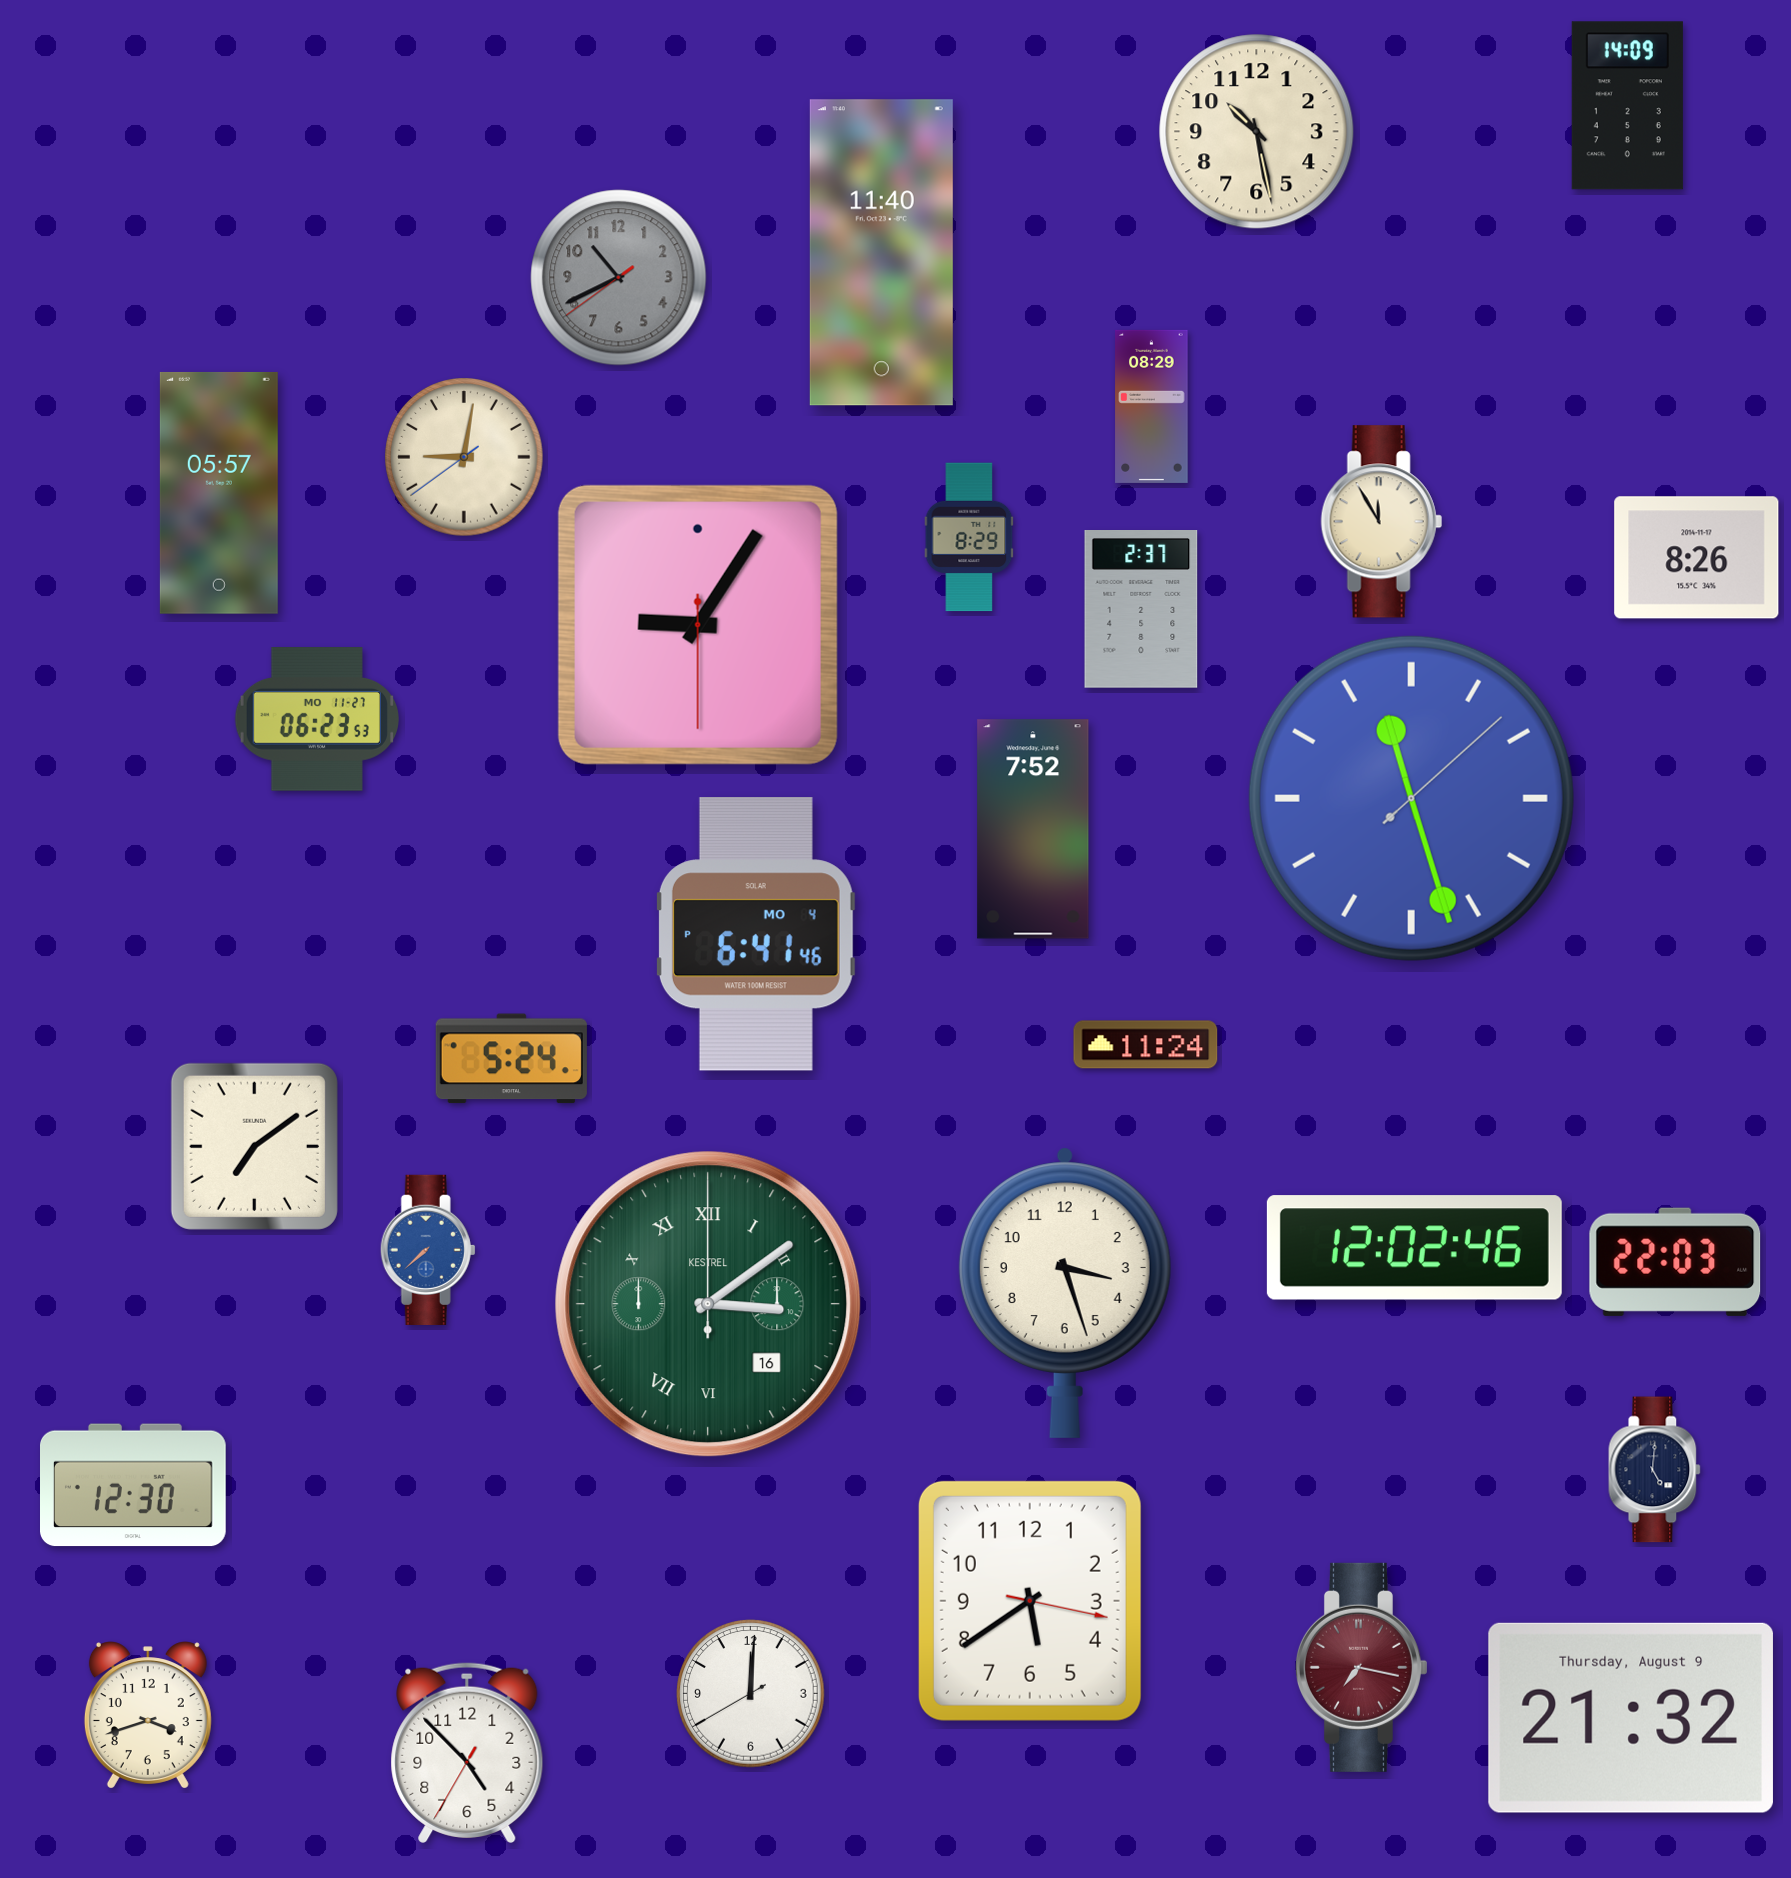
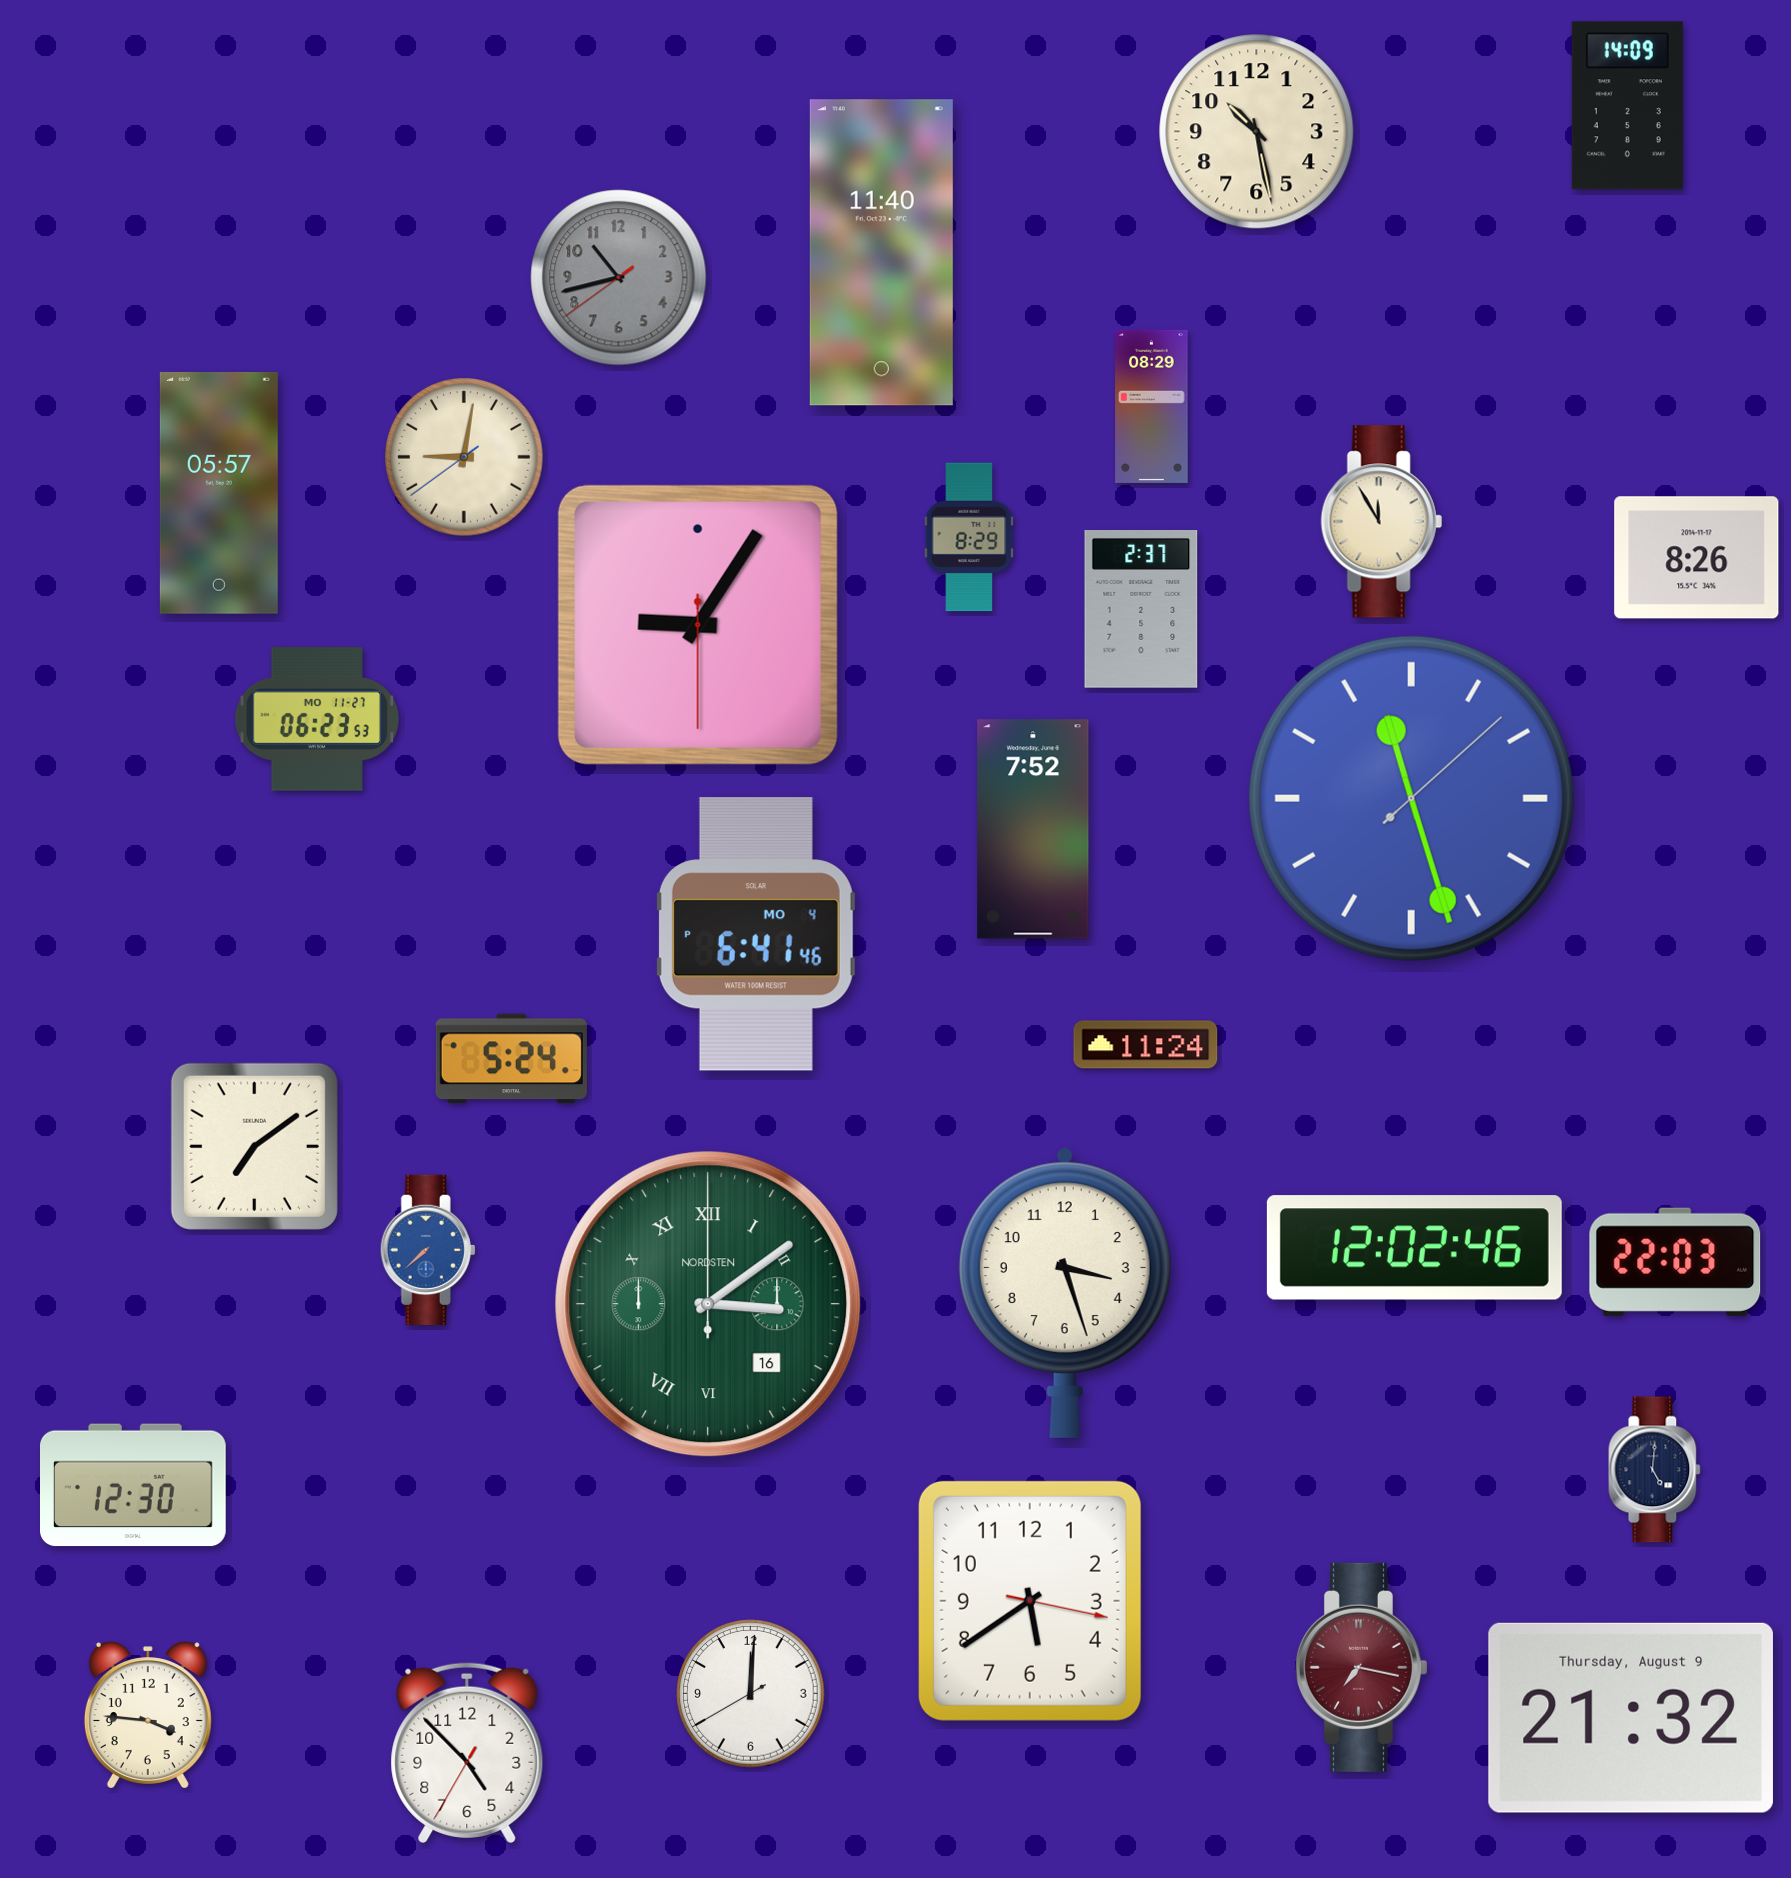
clock at (619, 278): 10:40 -> 10:42
clock at (708, 1304) brand: KESTREL -> NORDSTEN
clock at (148, 1715): 3:42 -> 3:46
